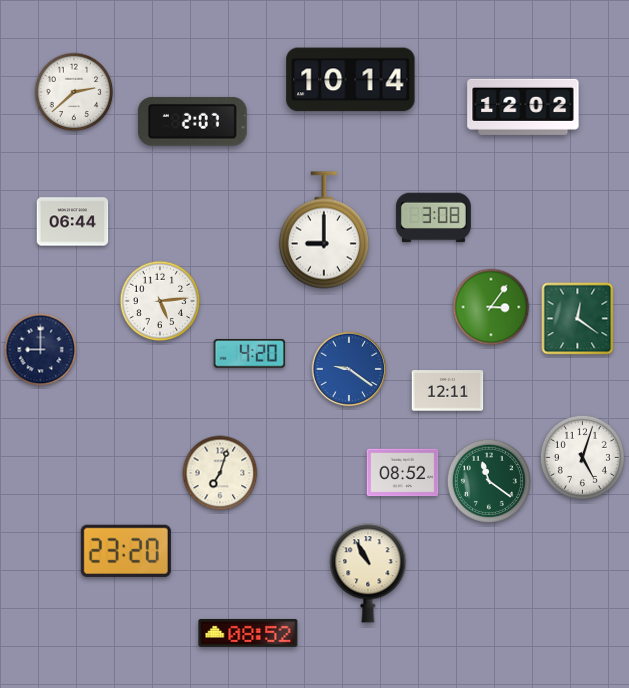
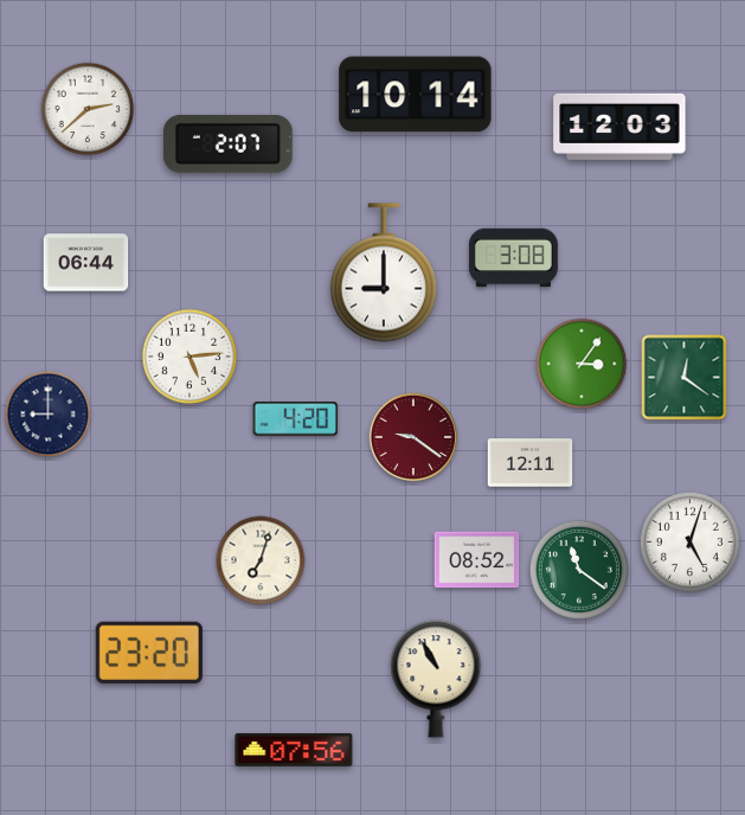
clock at (523, 107): 12:02 -> 12:03
clock at (349, 369) dial: blue -> burgundy
clock at (248, 633): 08:52 -> 07:56
